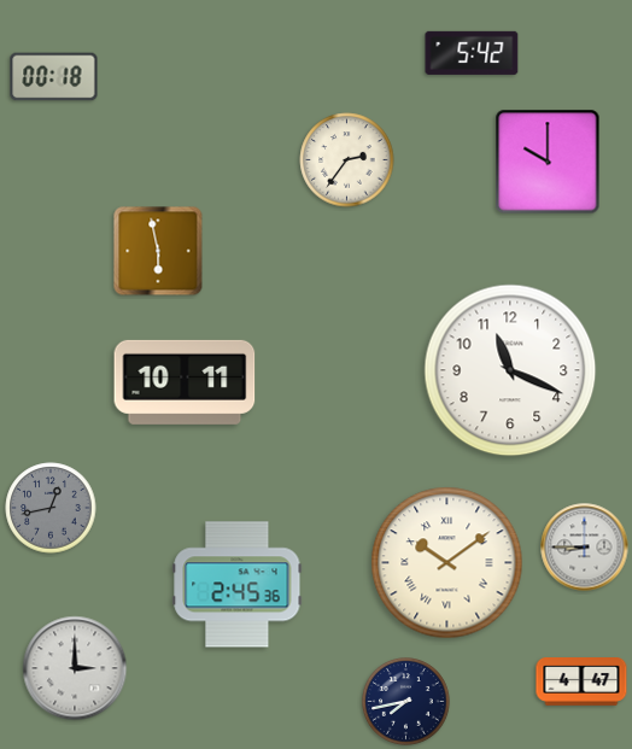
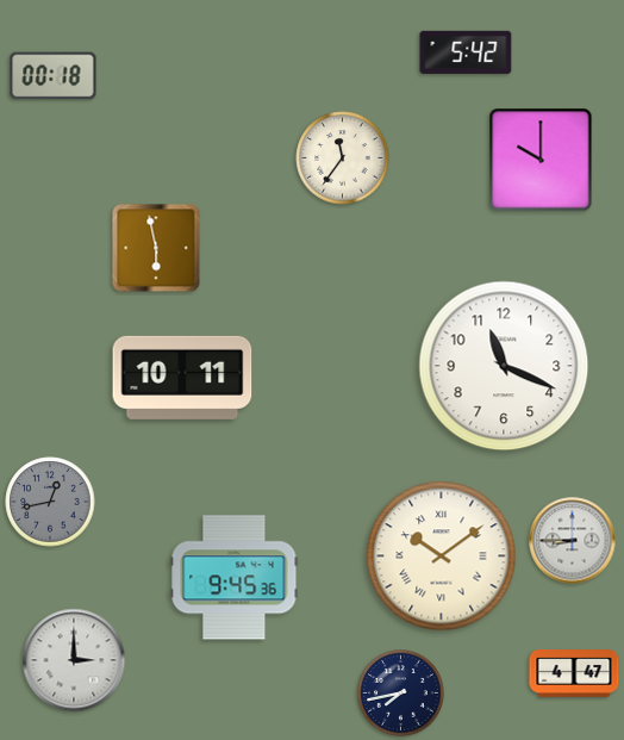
clock at (347, 160): 2:36 -> 11:36
clock at (585, 548) position: (585, 548) -> (573, 541)
clock at (238, 585): 2:45 -> 9:45
